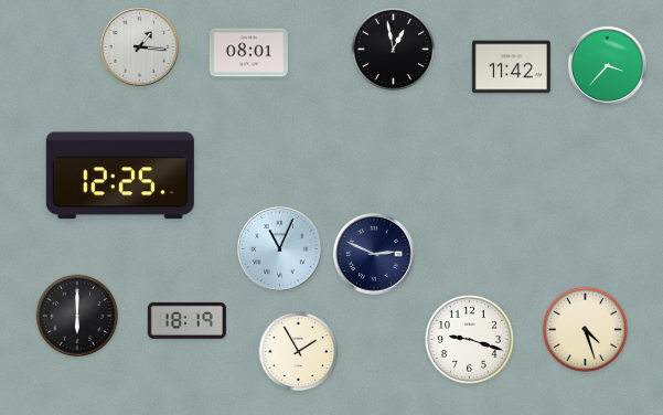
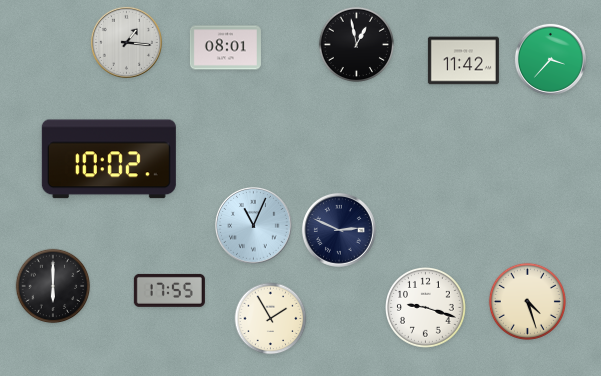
clock at (120, 175): 12:25 -> 10:02
clock at (77, 316) position: (77, 316) -> (53, 286)
clock at (186, 320): 18:19 -> 17:55
clock at (585, 329) position: (585, 329) -> (527, 301)
